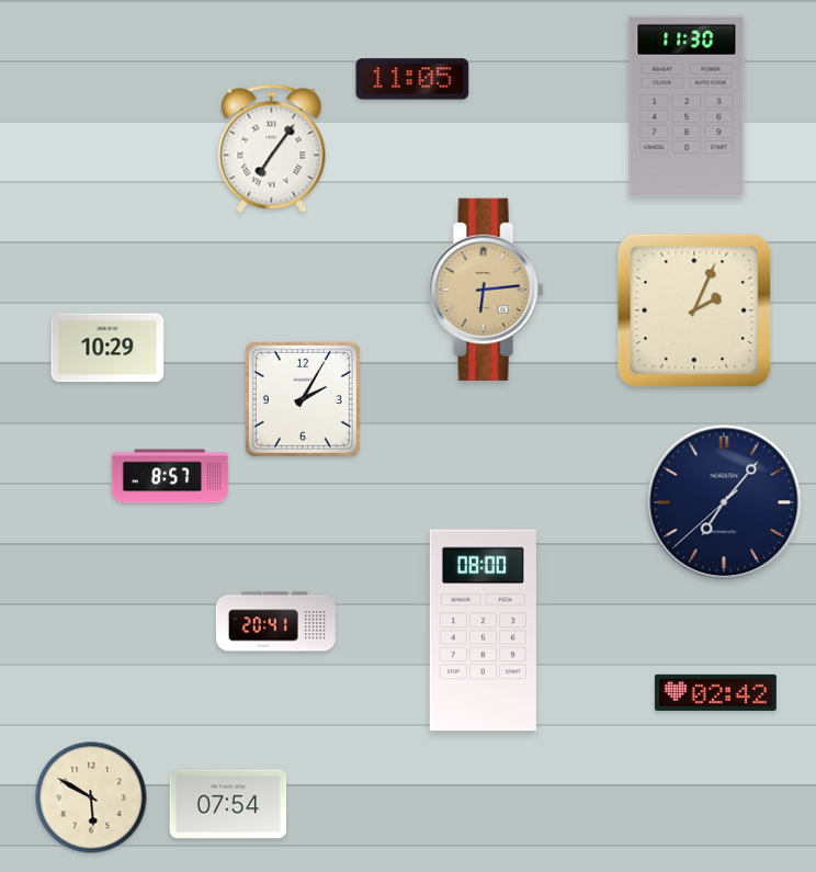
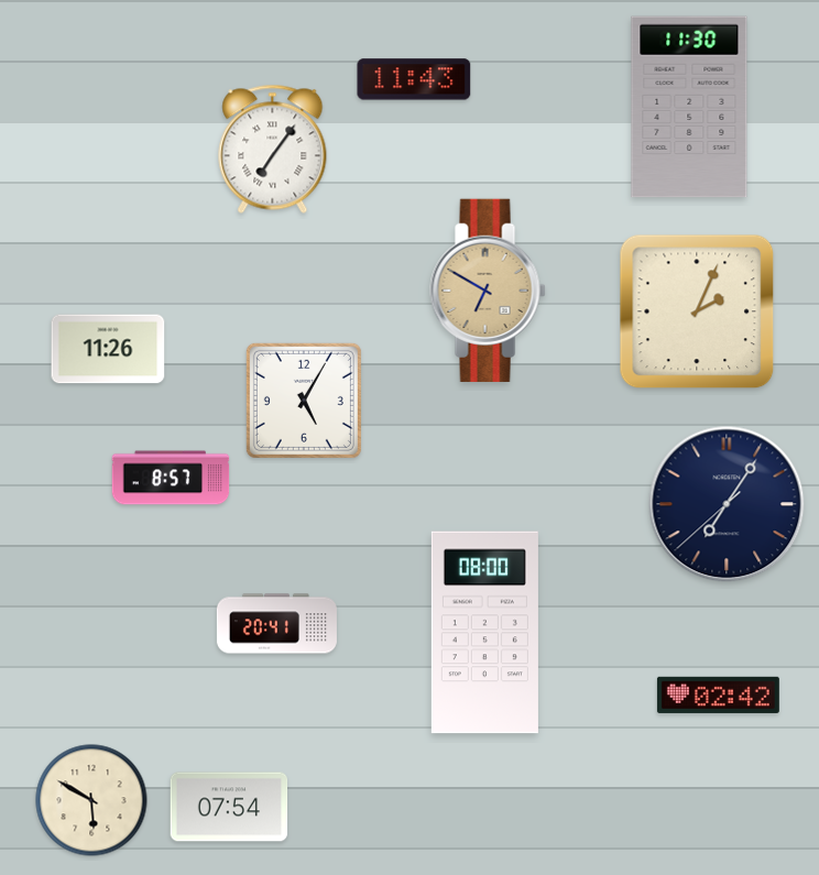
clock at (412, 79): 11:05 -> 11:43
clock at (486, 290): 6:14 -> 6:50
clock at (107, 348): 10:29 -> 11:26
clock at (303, 399): 2:05 -> 5:05
clock at (724, 502): 7:06 -> 7:05
